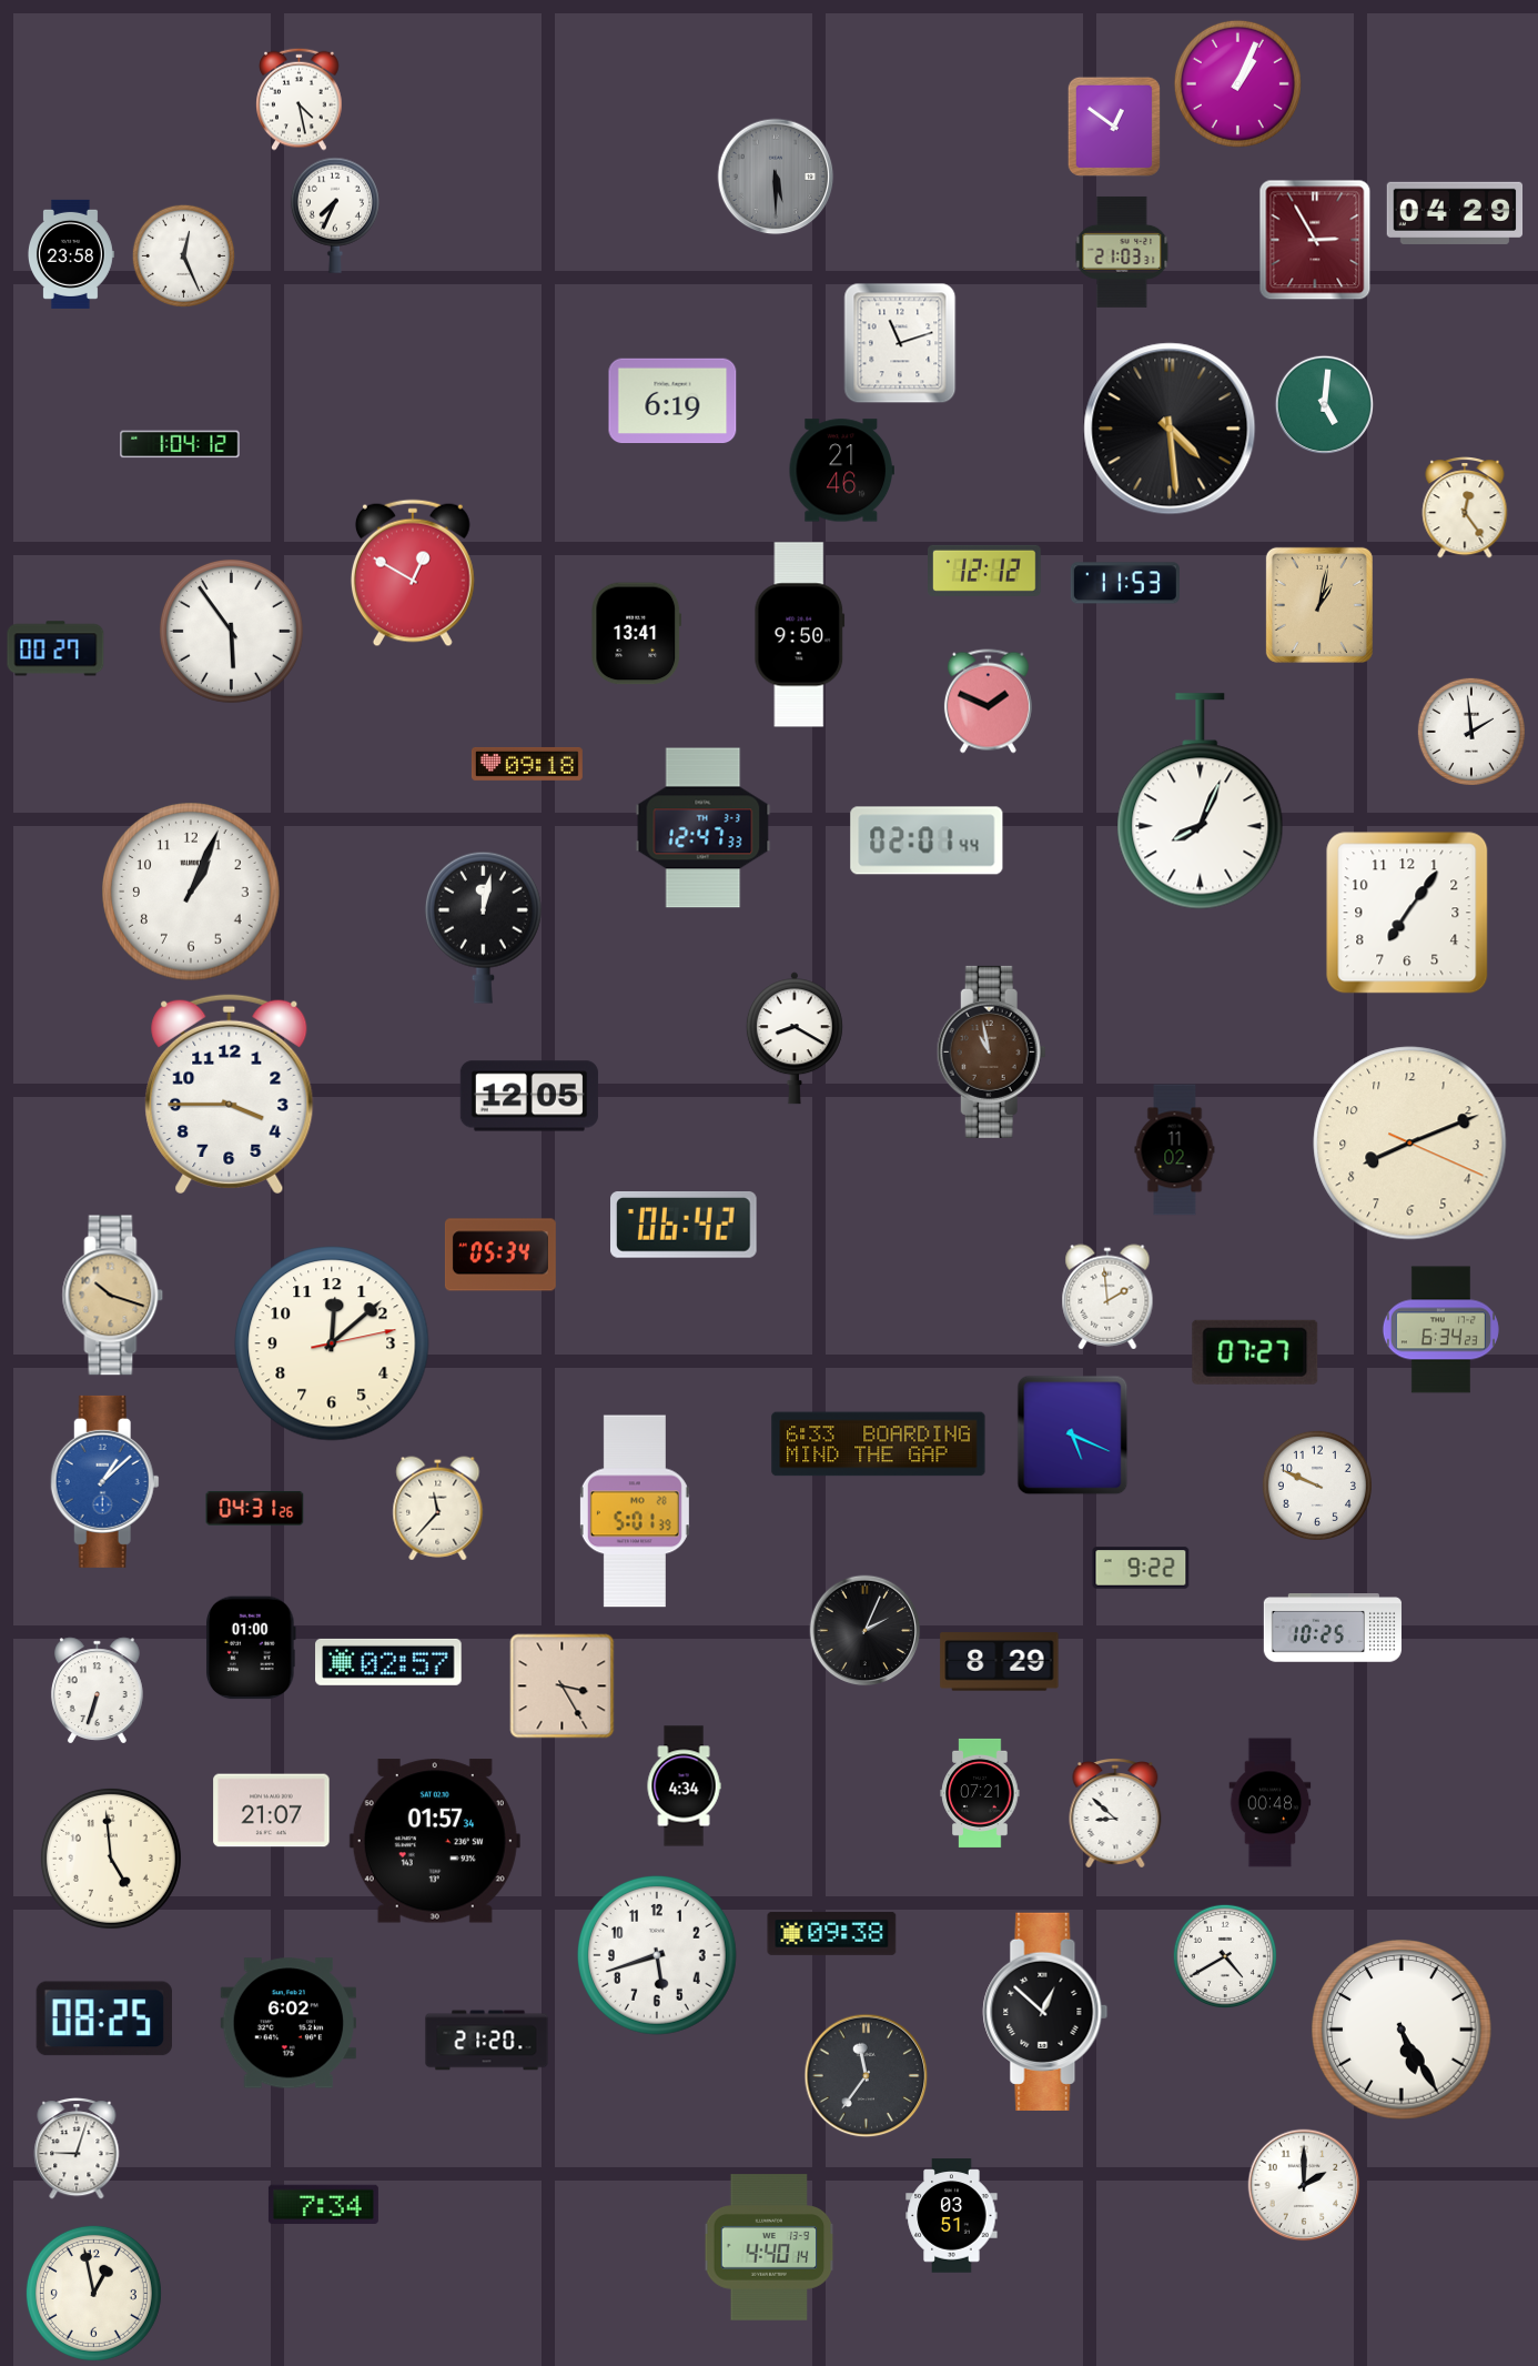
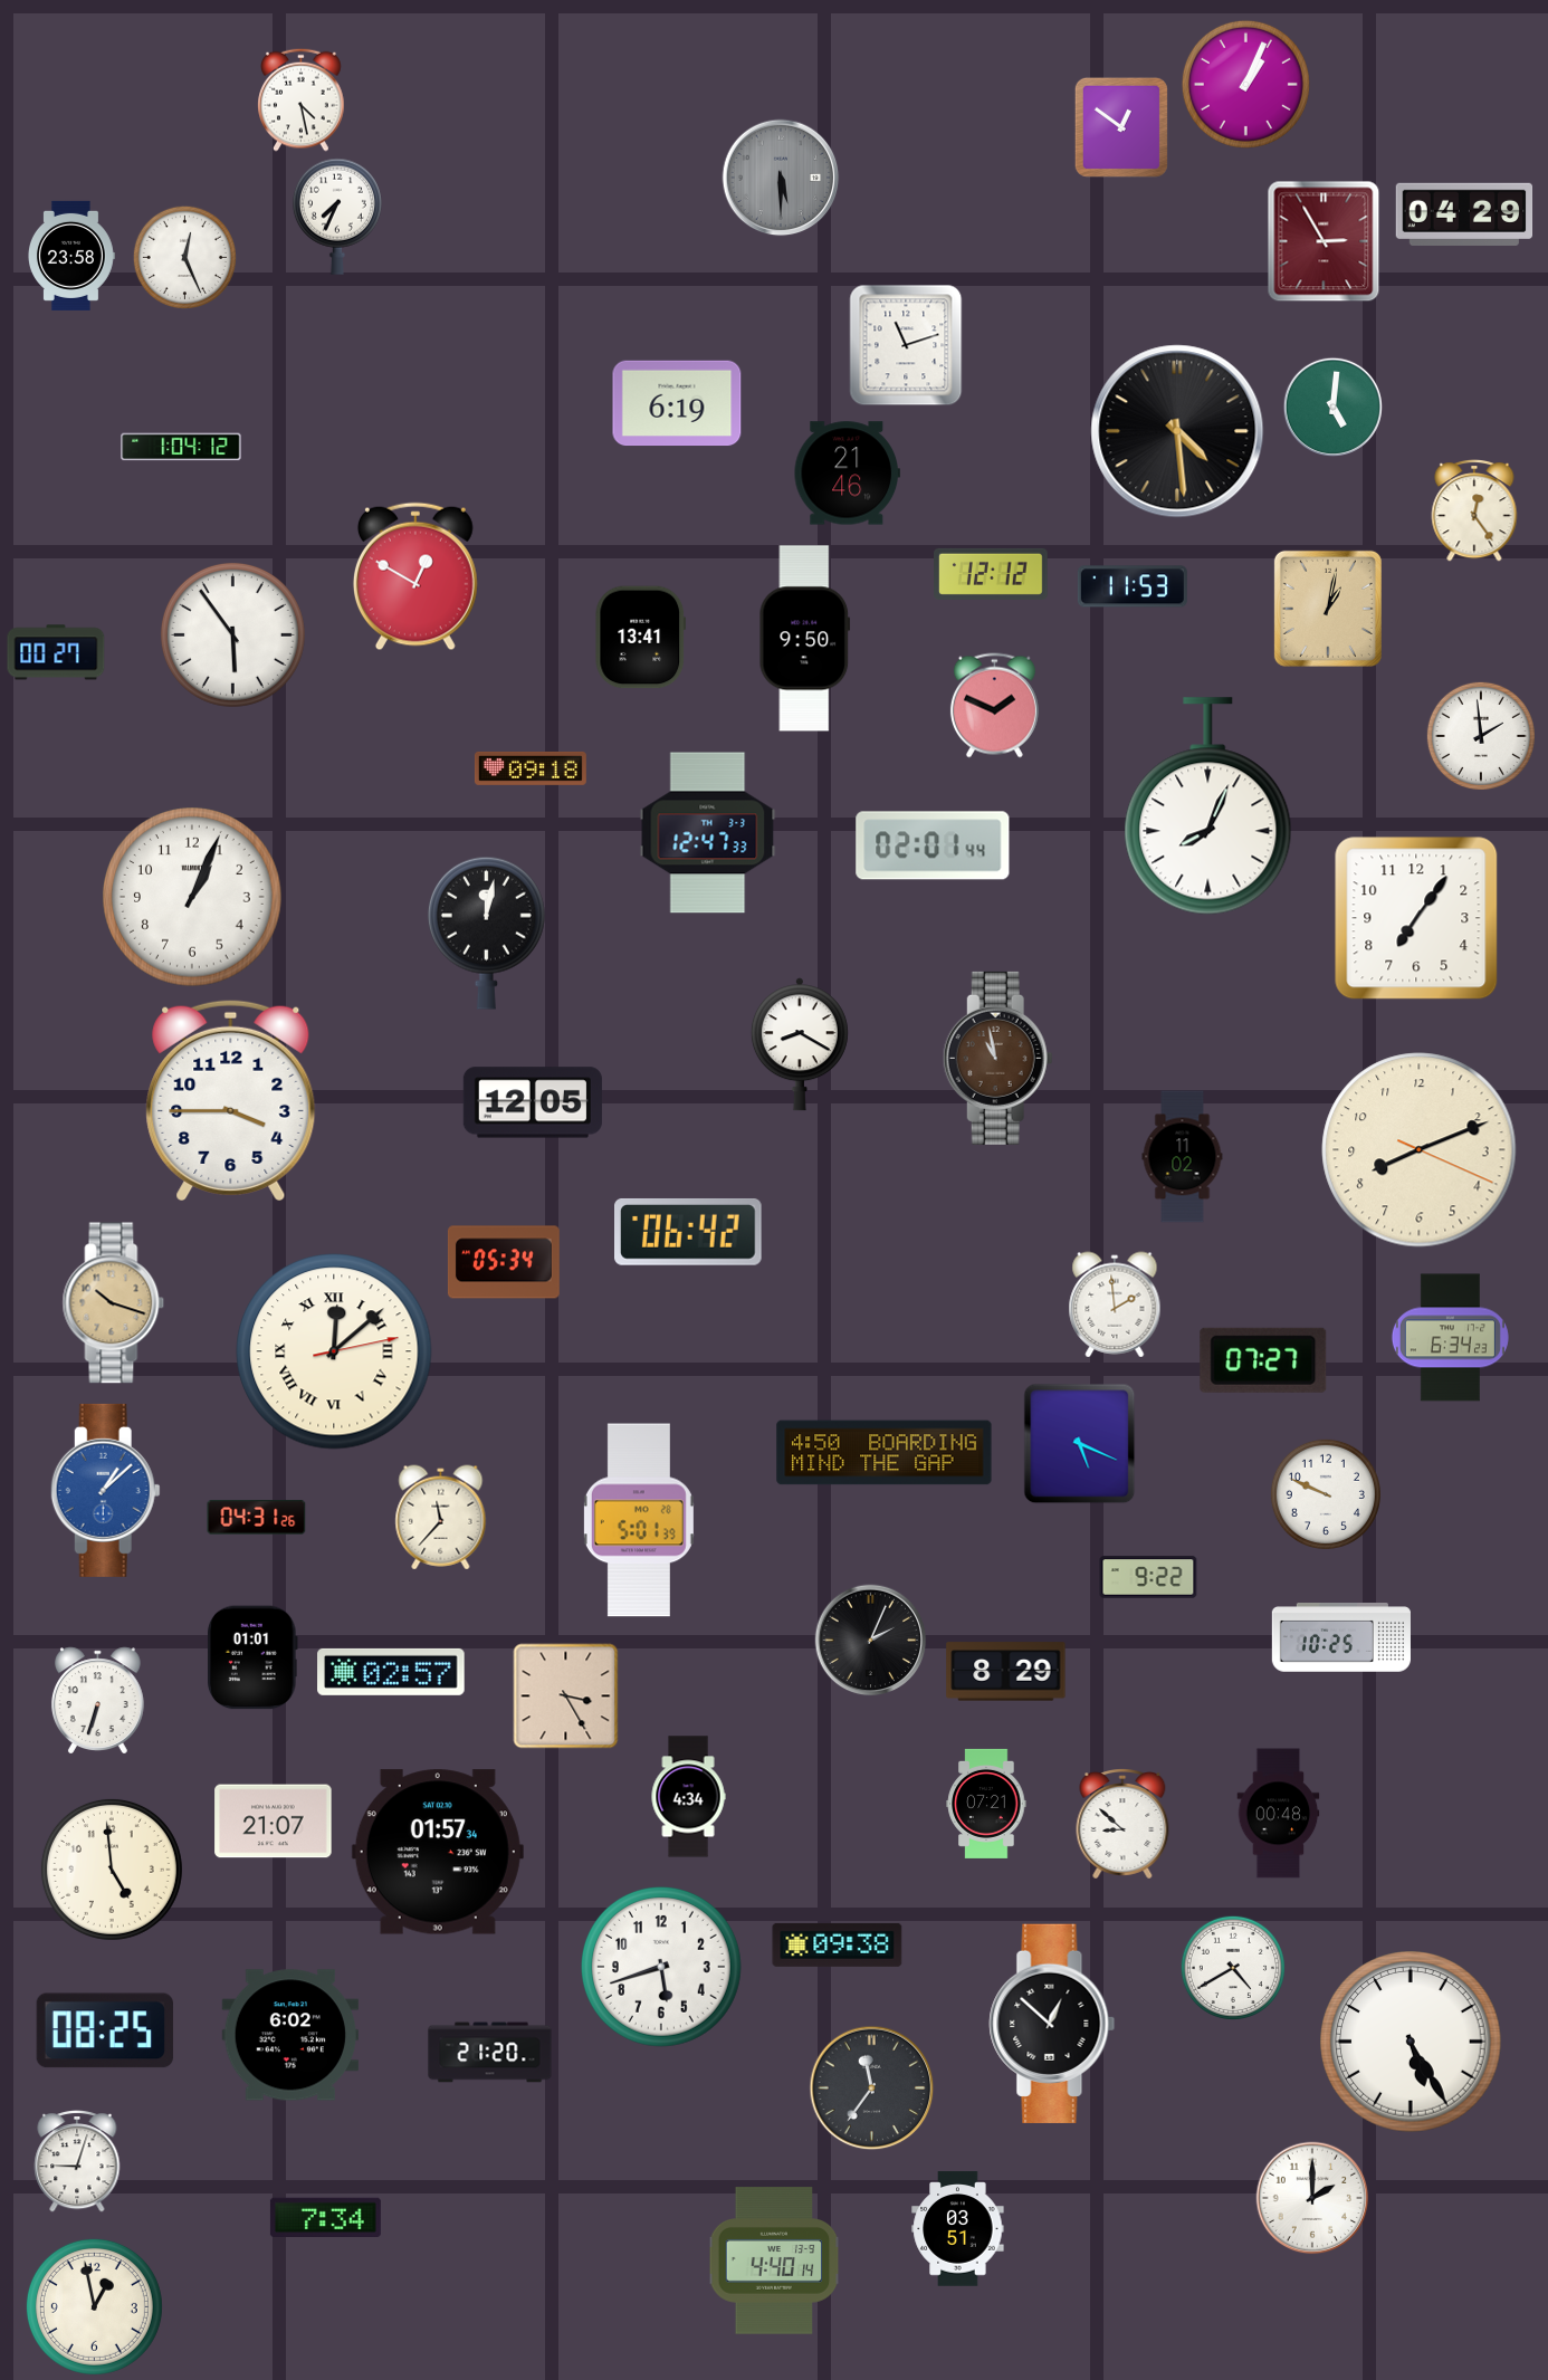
clock at (1122, 252): 21:03 -> none
clock at (332, 1343) numerals: Arabic -> Roman
clock at (879, 1444): 6:33 -> 4:50
clock at (252, 1648): 01:00 -> 01:01
